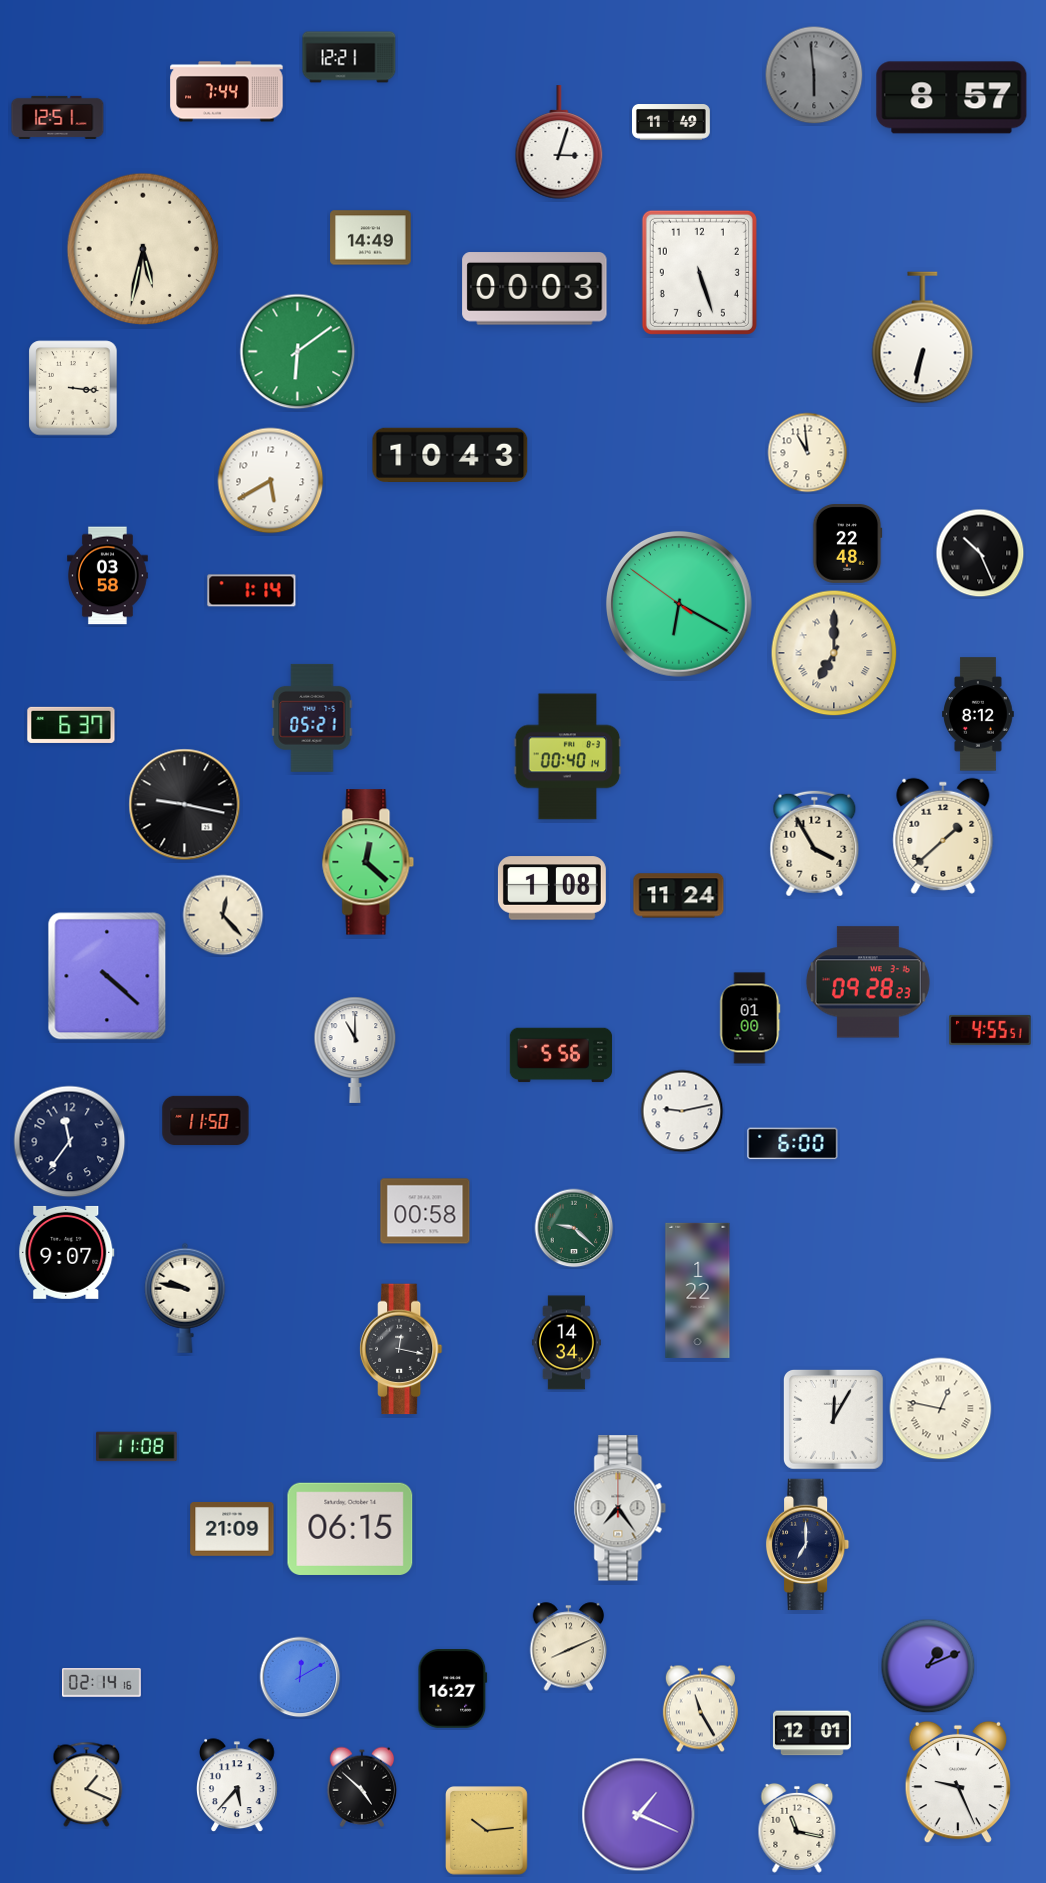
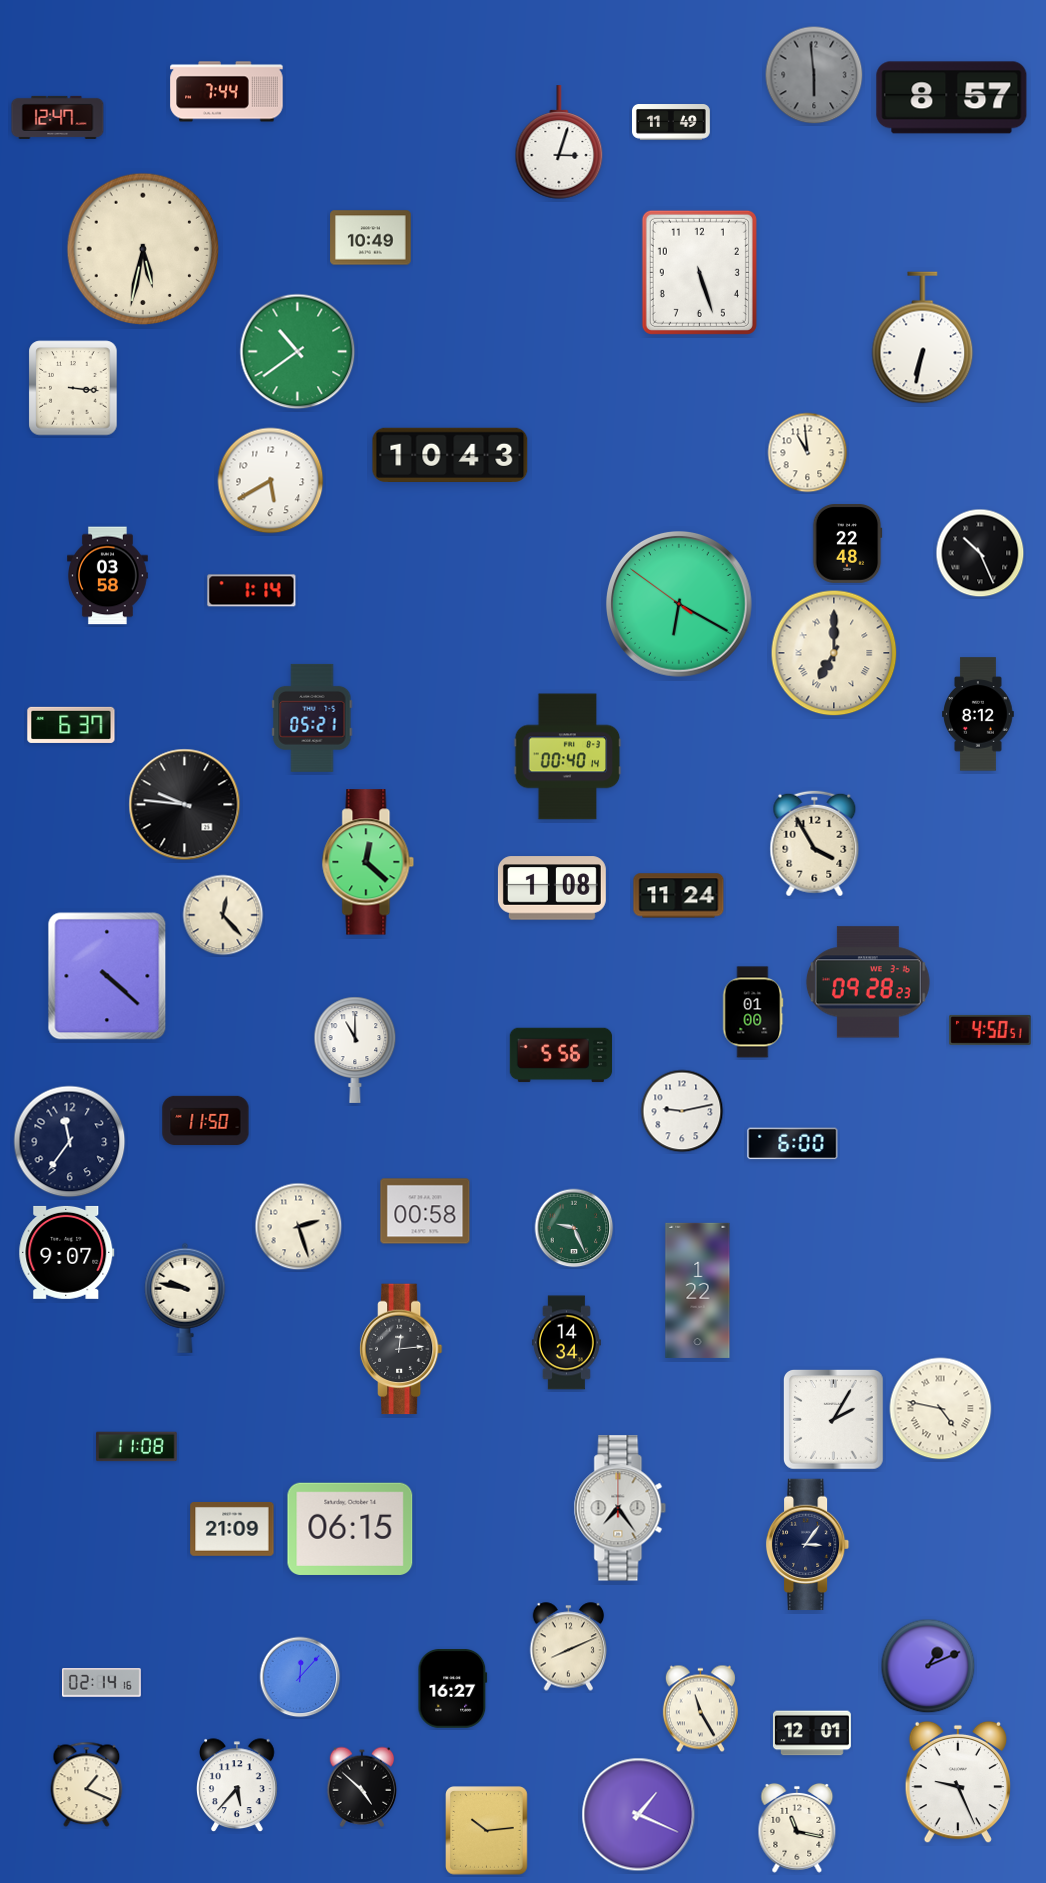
clock at (349, 57): 12:21 -> none
clock at (58, 117): 12:51 -> 12:47
clock at (371, 238): 14:49 -> 10:49
clock at (535, 289): 00:03 -> none
clock at (298, 352): 6:09 -> 10:39
clock at (185, 805): 9:17 -> 9:46
clock at (943, 836): 1:38 -> none
clock at (750, 1018) position: (750, 1018) -> (753, 1012)
clock at (990, 1030): 4:55 -> 4:50
clock at (299, 1227): none -> 2:27
clock at (574, 1228): 9:22 -> 9:26
clock at (401, 1349): 12:17 -> 12:14
clock at (941, 1409): 12:47 -> 4:47
clock at (834, 1420): 12:05 -> 2:05
clock at (808, 1545): 7:00 -> 3:06
clock at (300, 1677): 12:10 -> 12:07
